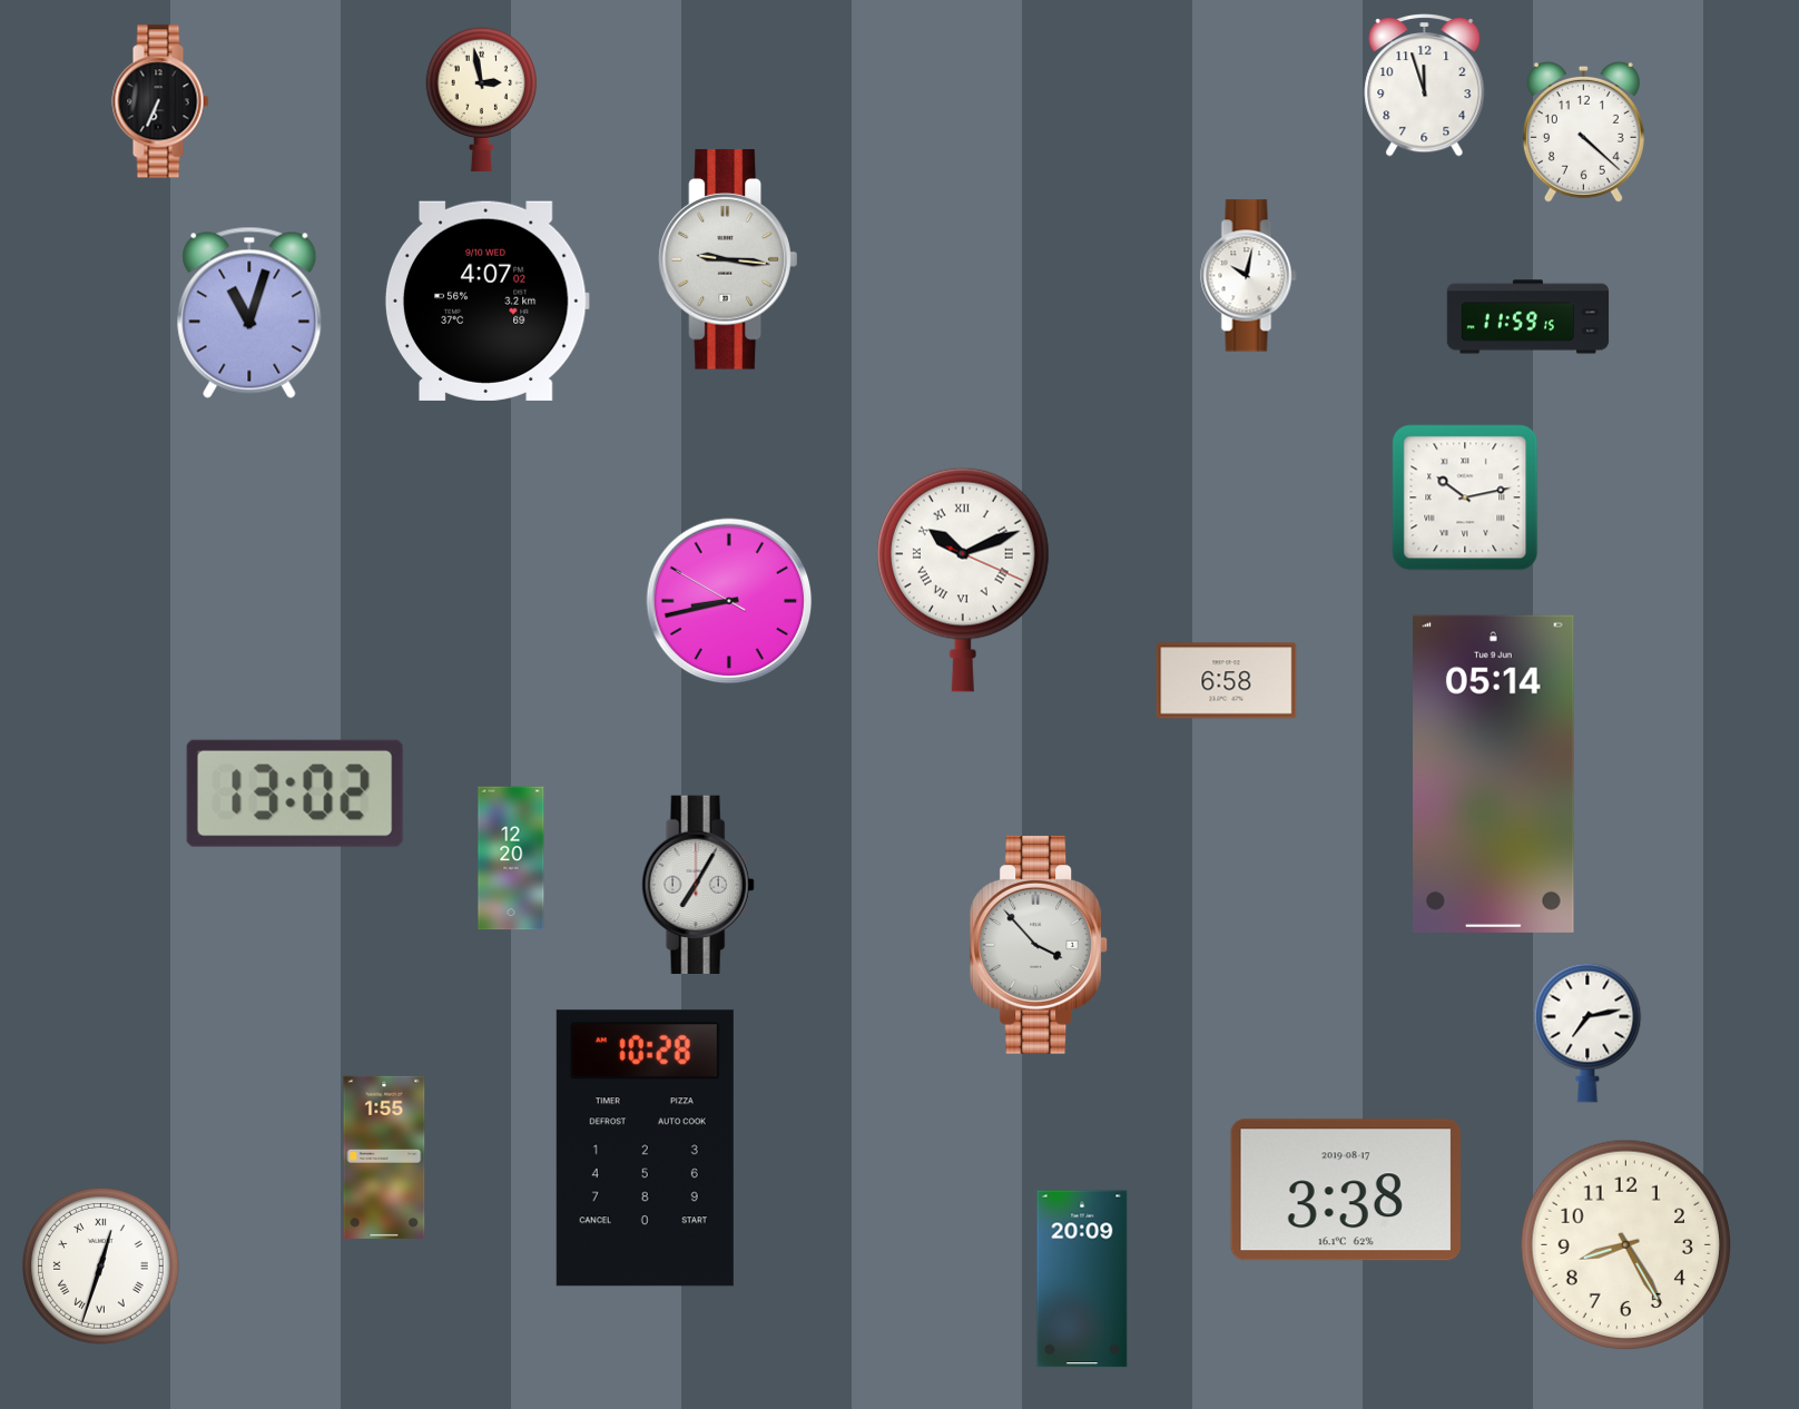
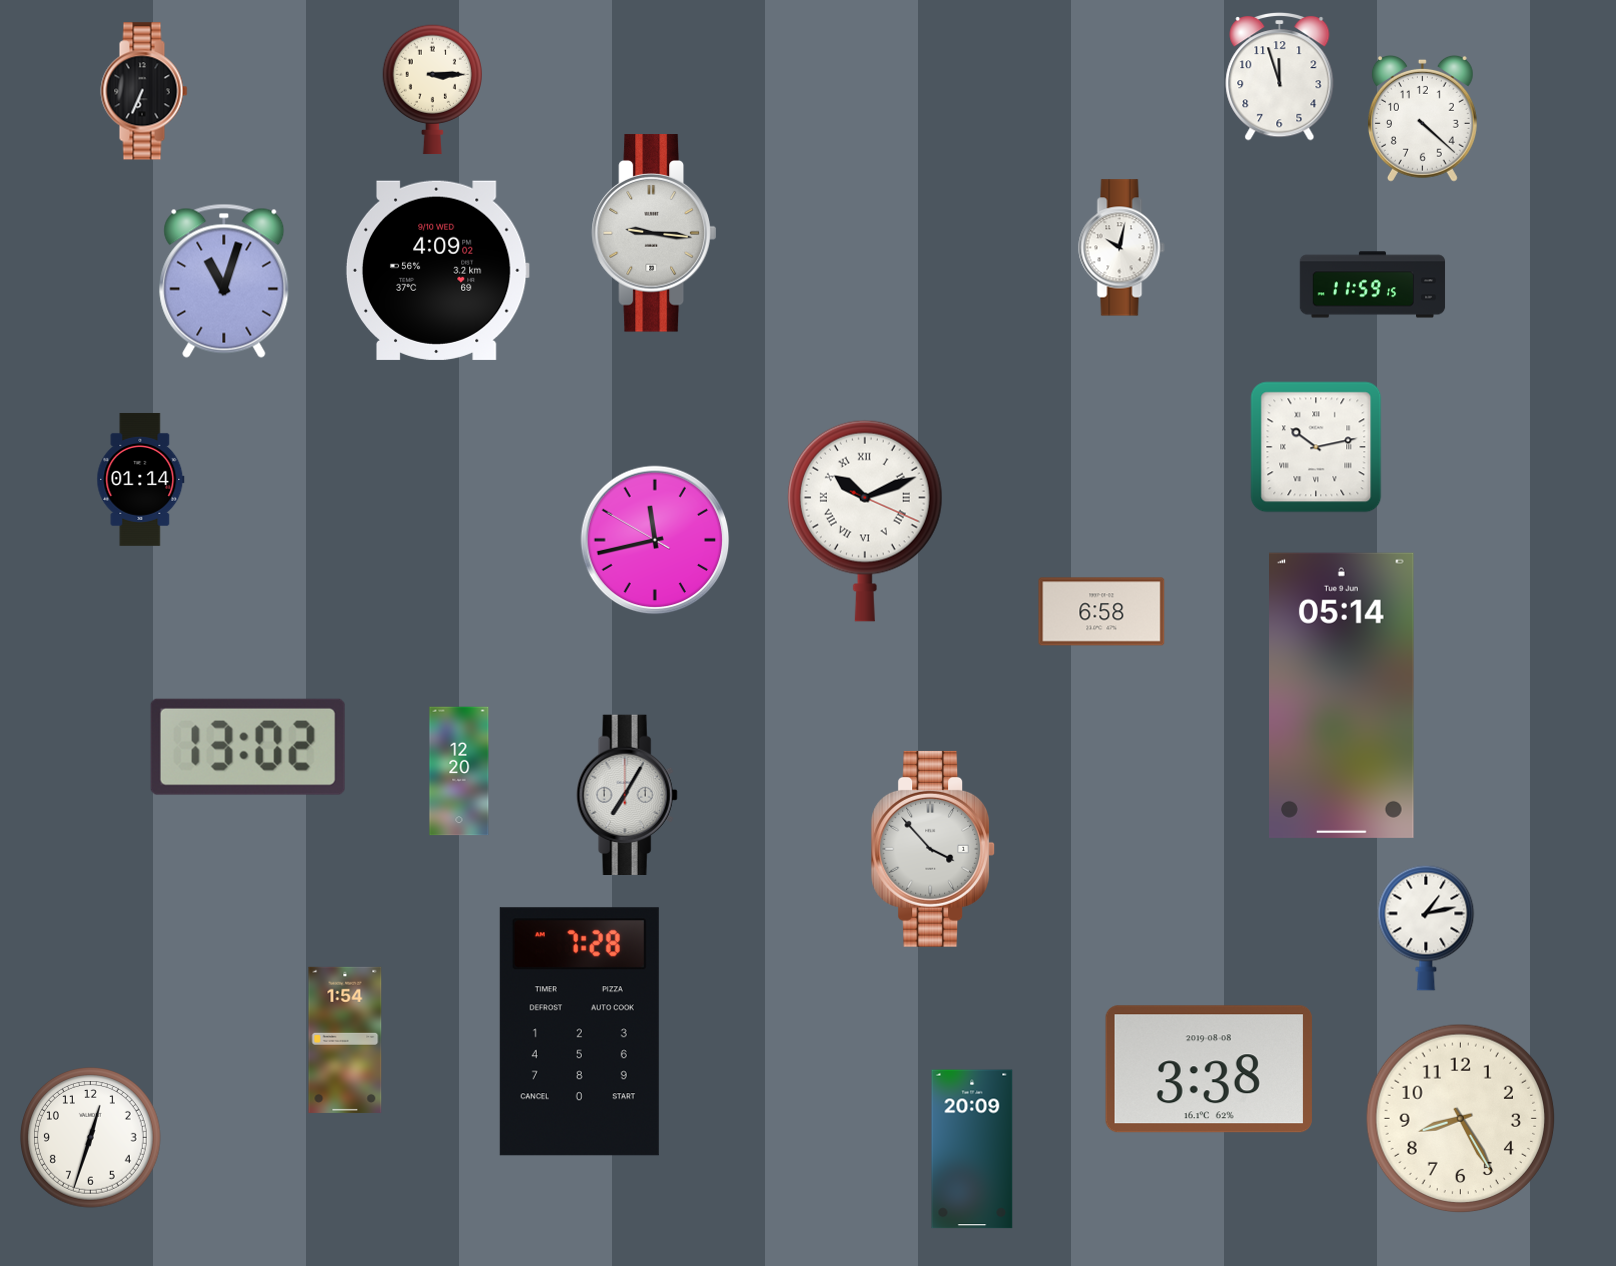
clock at (481, 100): 2:58 -> 3:15
clock at (486, 300): 4:07 -> 4:09
clock at (141, 479): none -> 01:14
clock at (729, 601): 8:42 -> 11:42
clock at (295, 794) position: (295, 794) -> (248, 747)
clock at (1587, 1033): 7:13 -> 1:13
clock at (645, 1149): 10:28 -> 7:28
clock at (384, 1157): 1:55 -> 1:54
clock at (1346, 1190) date: 2019-08-17 -> 2019-08-08
clock at (101, 1267) numerals: Roman -> Arabic
